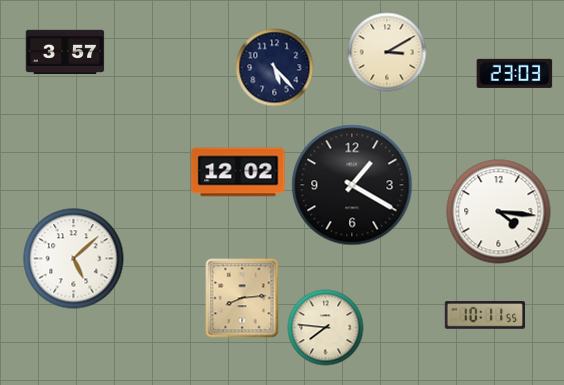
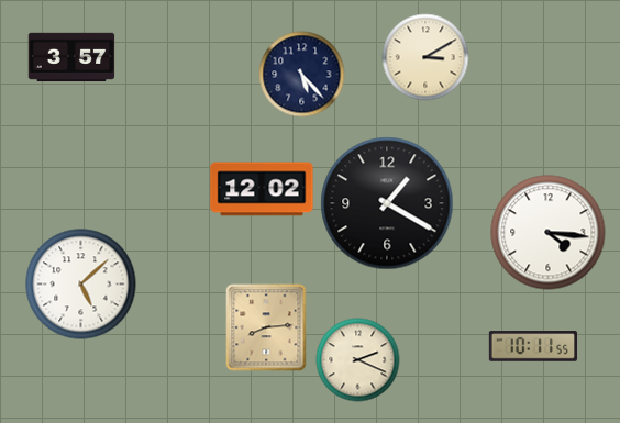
clock at (515, 73): 23:03 -> none
clock at (326, 328): 7:46 -> 2:19
